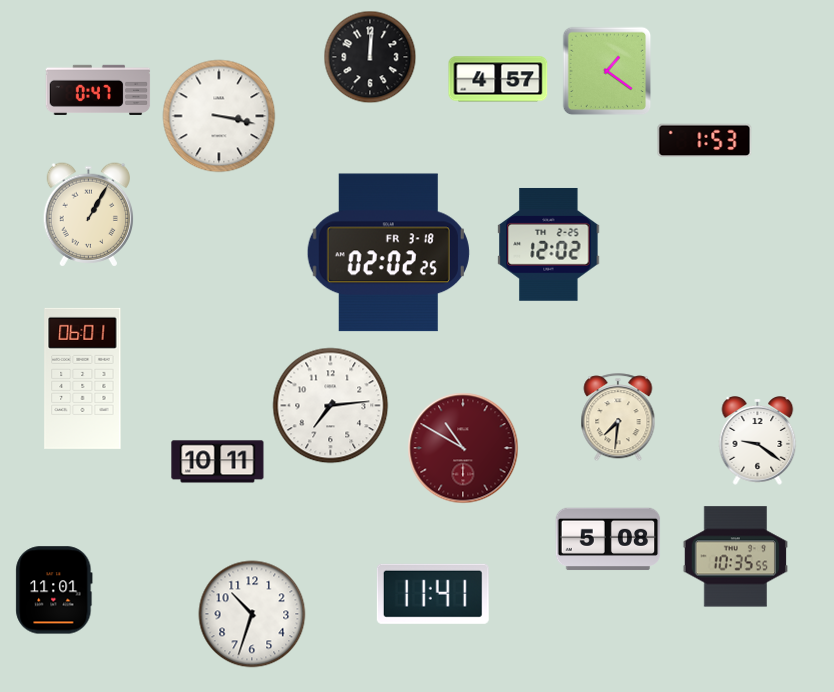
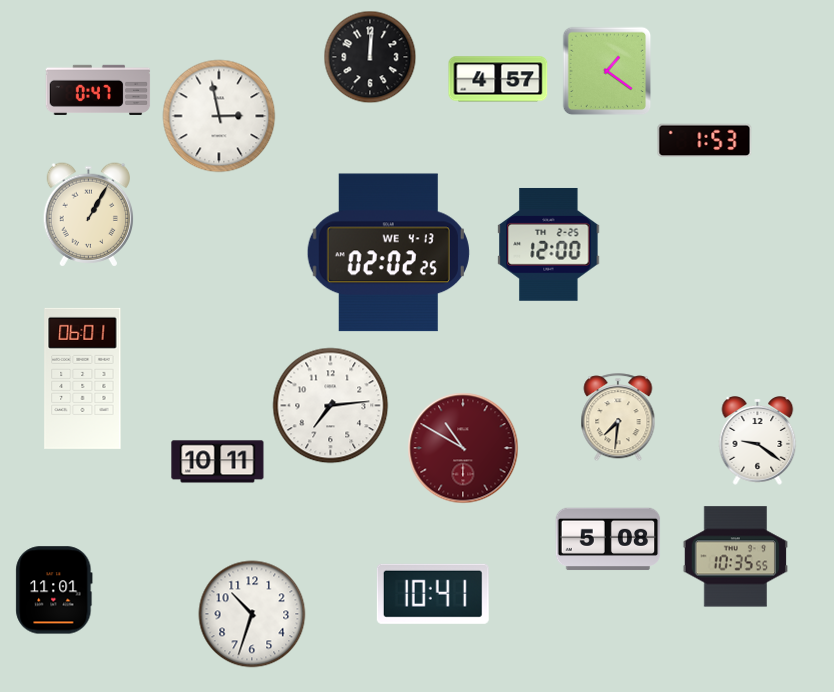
clock at (219, 116): 3:17 -> 2:58
clock at (549, 244): 12:02 -> 12:00
clock at (388, 253) date: FR 3-18 -> WE 4-13
clock at (433, 594): 11:41 -> 10:41
